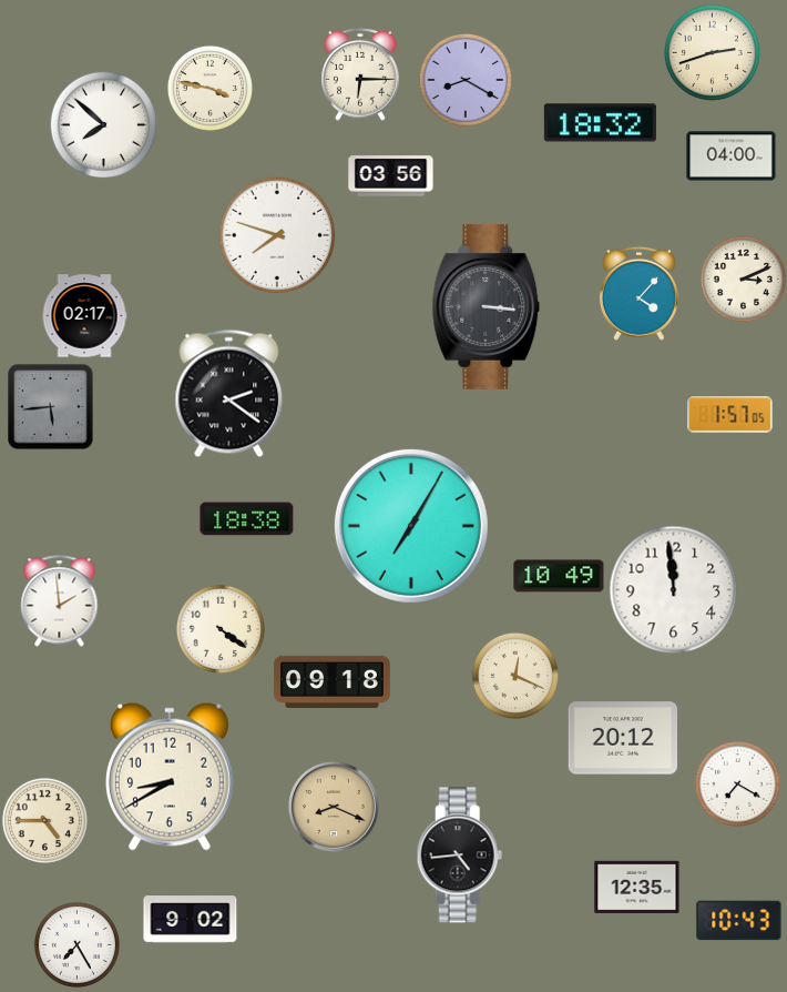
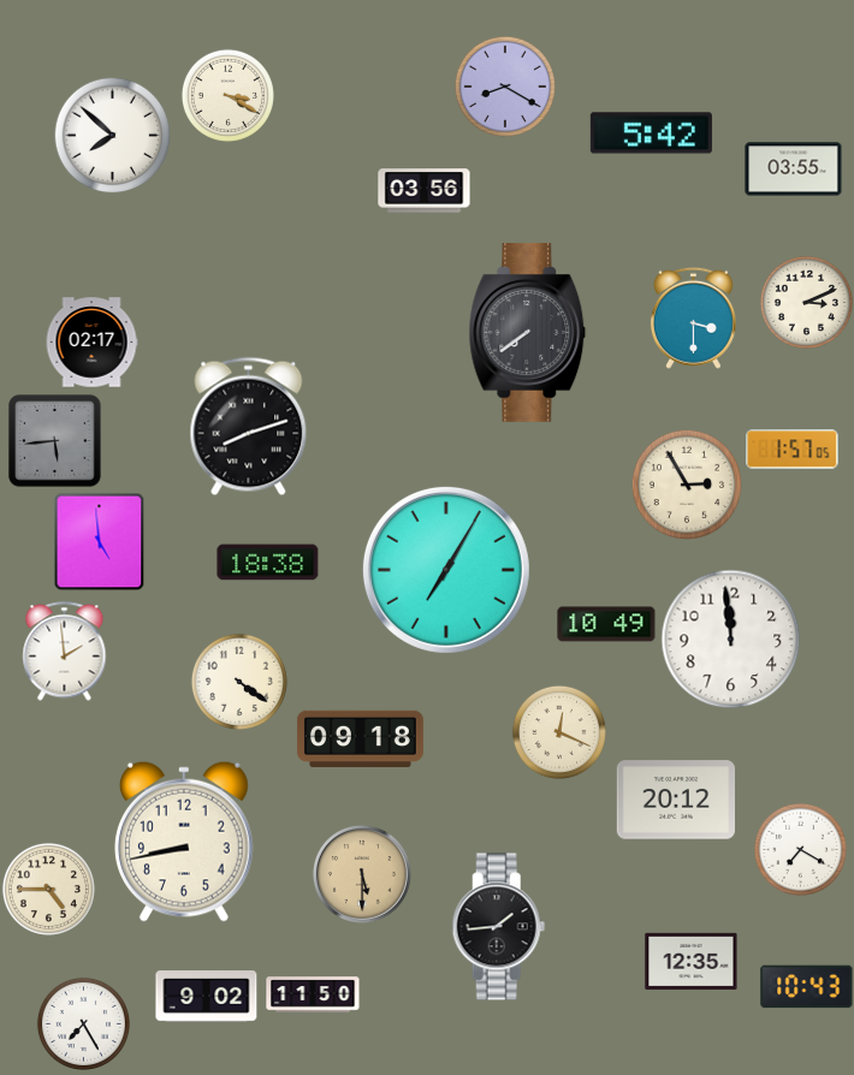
clock at (712, 52): 2:42 -> none
clock at (361, 74): 6:15 -> none
clock at (209, 88): 3:47 -> 3:20
clock at (600, 123): 18:32 -> 5:42
clock at (732, 156): 04:00 -> 03:55
clock at (277, 235): 7:48 -> none
clock at (638, 293): 4:07 -> 3:30
clock at (487, 306): 3:16 -> 7:39
clock at (229, 394): 2:21 -> 8:12
clock at (686, 483): none -> 2:55
clock at (100, 541): none -> 4:59
clock at (170, 777): 8:40 -> 8:43
clock at (334, 807): 8:19 -> 5:30
clock at (460, 856): 4:44 -> 1:44
clock at (313, 994): none -> 11:50
clock at (739, 921) position: (739, 921) -> (807, 987)
